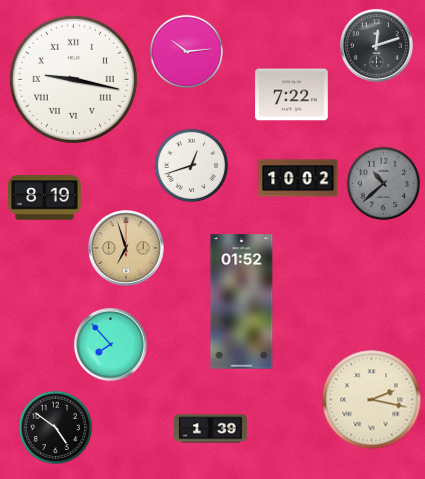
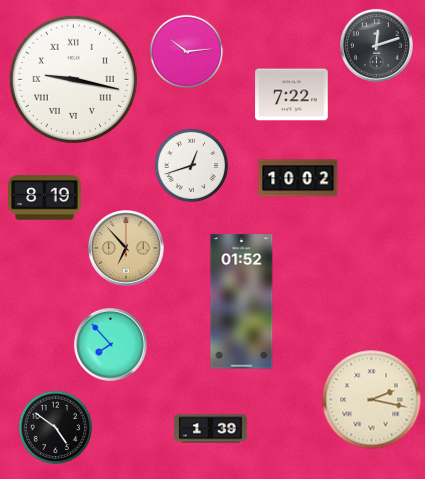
clock at (384, 184): 10:38 -> none
clock at (127, 249): 6:57 -> 6:53
